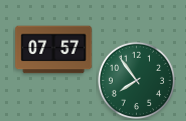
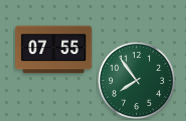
clock at (54, 50): 07:57 -> 07:55
